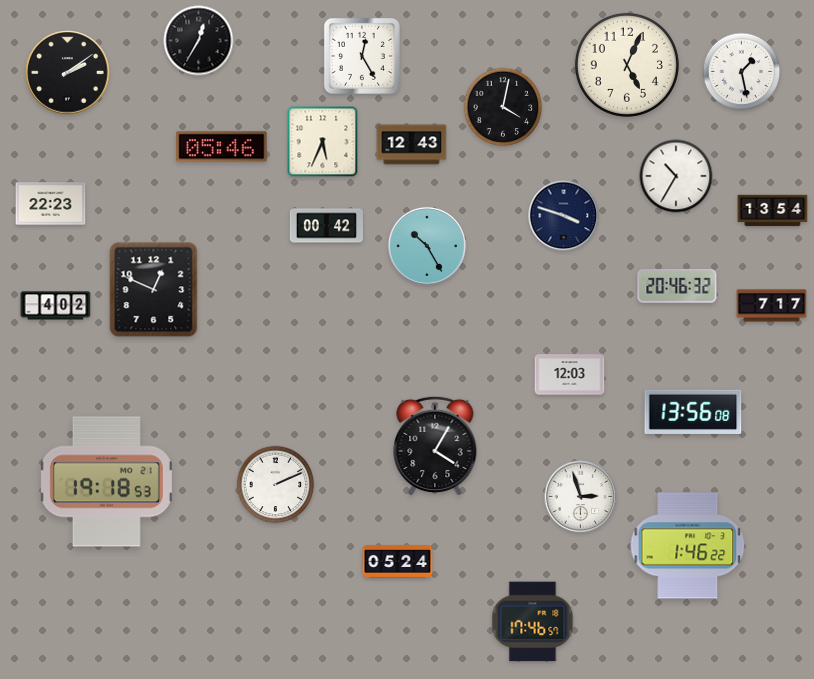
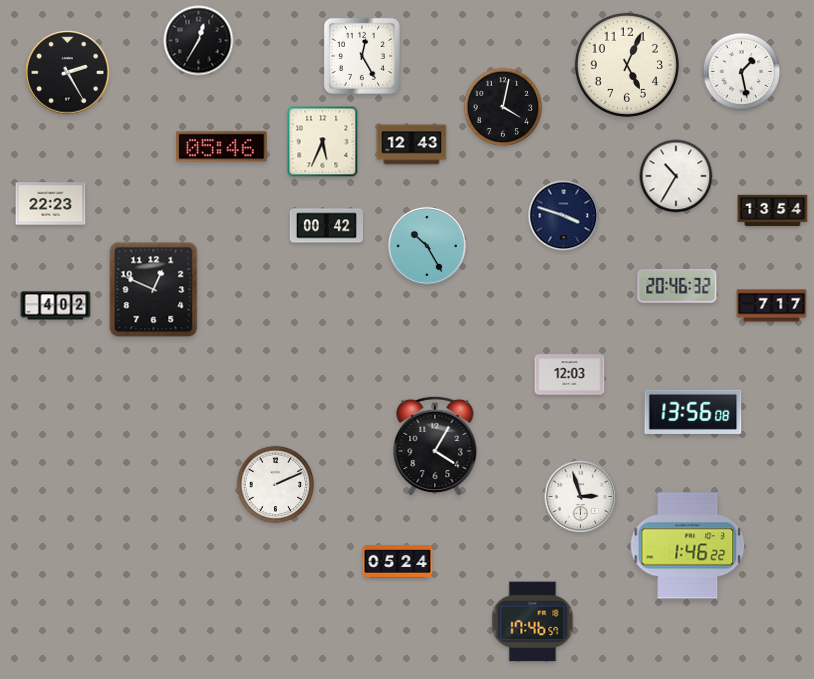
clock at (68, 73): 2:09 -> 2:25
clock at (106, 482): 19:18 -> none
